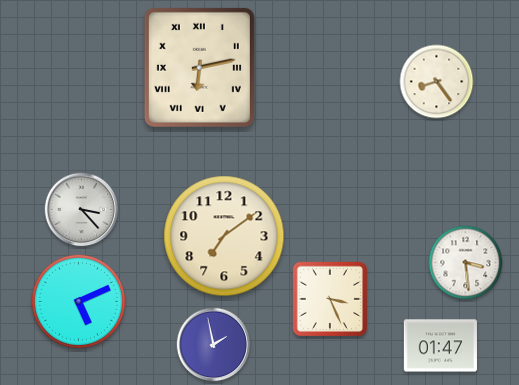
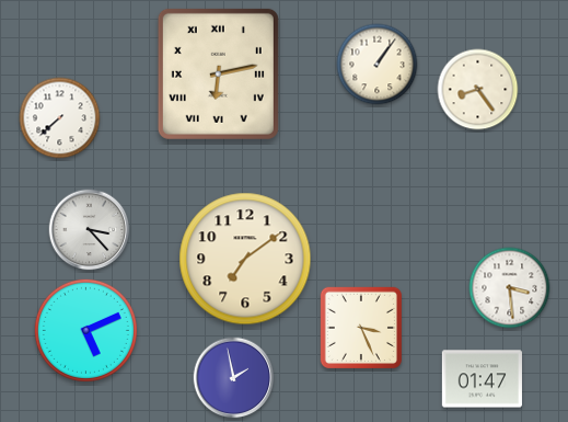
clock at (378, 65): none -> 1:06
clock at (60, 118): none -> 7:38
